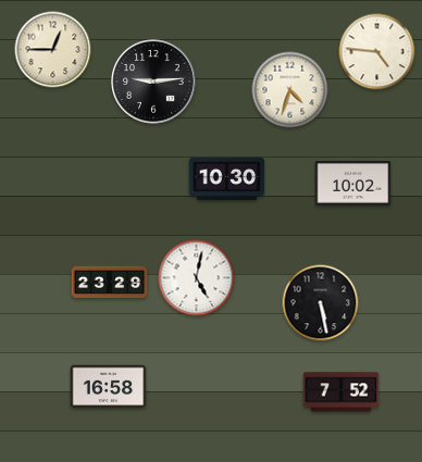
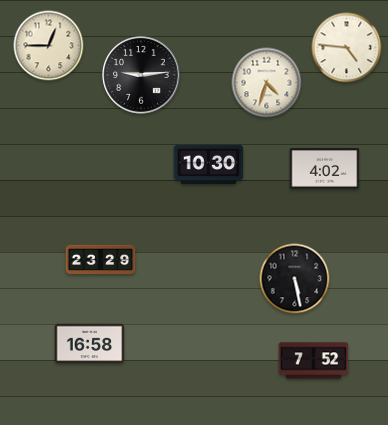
clock at (353, 184): 10:02 -> 4:02
clock at (197, 278): 5:02 -> none
clock at (109, 387) position: (109, 387) -> (90, 344)
